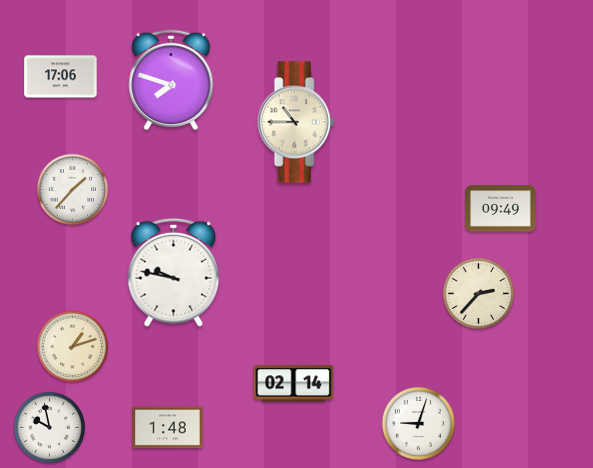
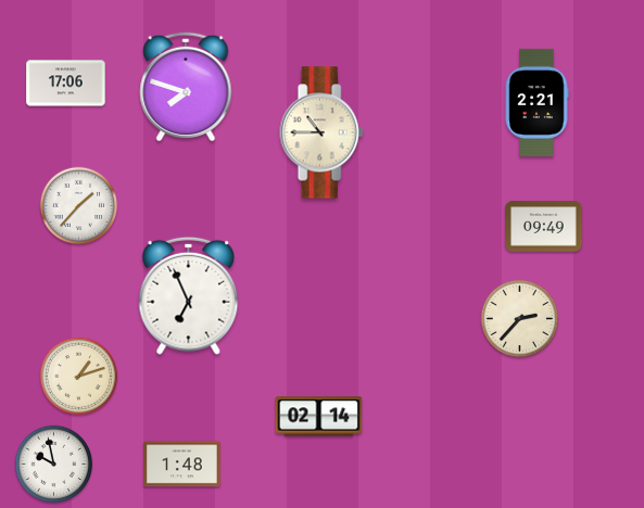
clock at (536, 102): none -> 2:21
clock at (174, 272): 9:47 -> 6:56
clock at (418, 423): 9:03 -> none
